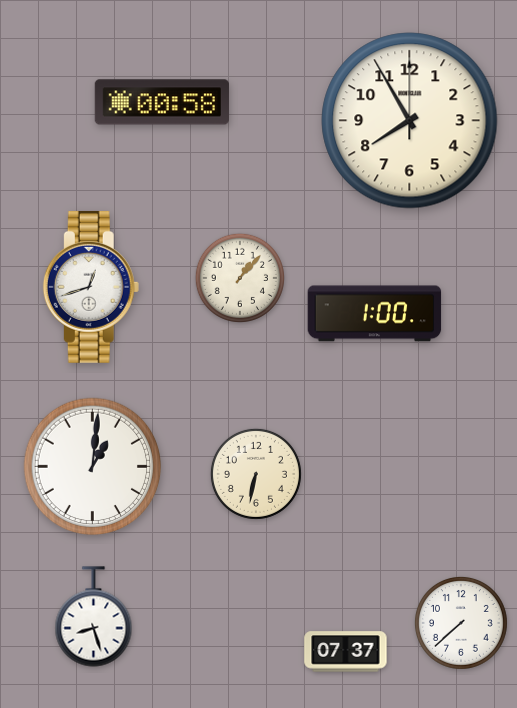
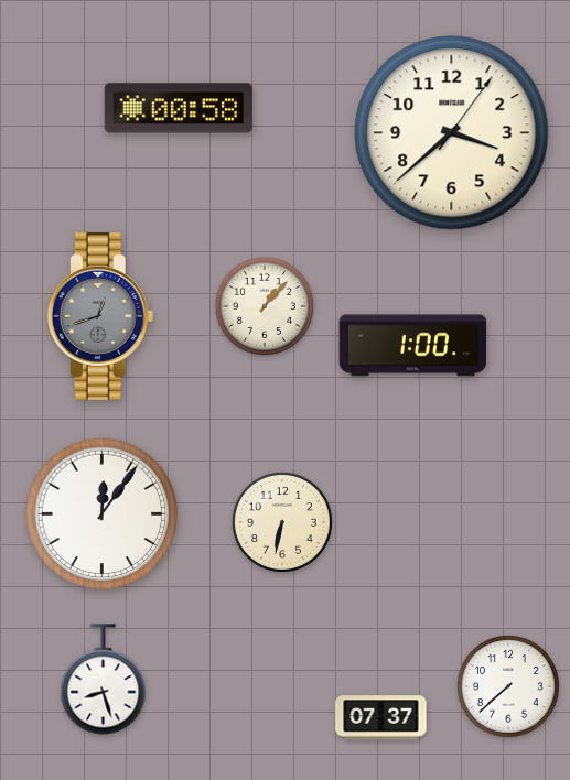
clock at (162, 102) position: (162, 102) -> (179, 108)
clock at (410, 121): 7:55 -> 3:38
clock at (91, 287) dial: white -> grey
clock at (93, 467): 1:01 -> 12:06
